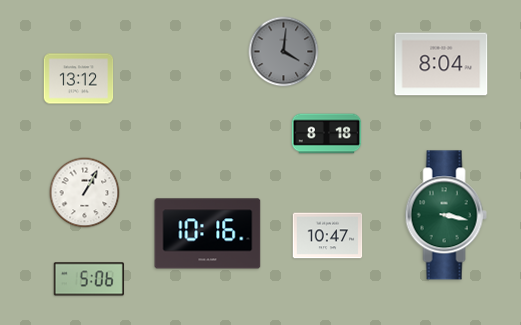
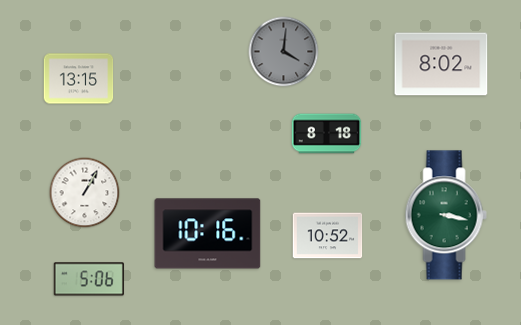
clock at (441, 64): 8:04 -> 8:02
clock at (79, 79): 13:12 -> 13:15
clock at (328, 236): 10:47 -> 10:52
